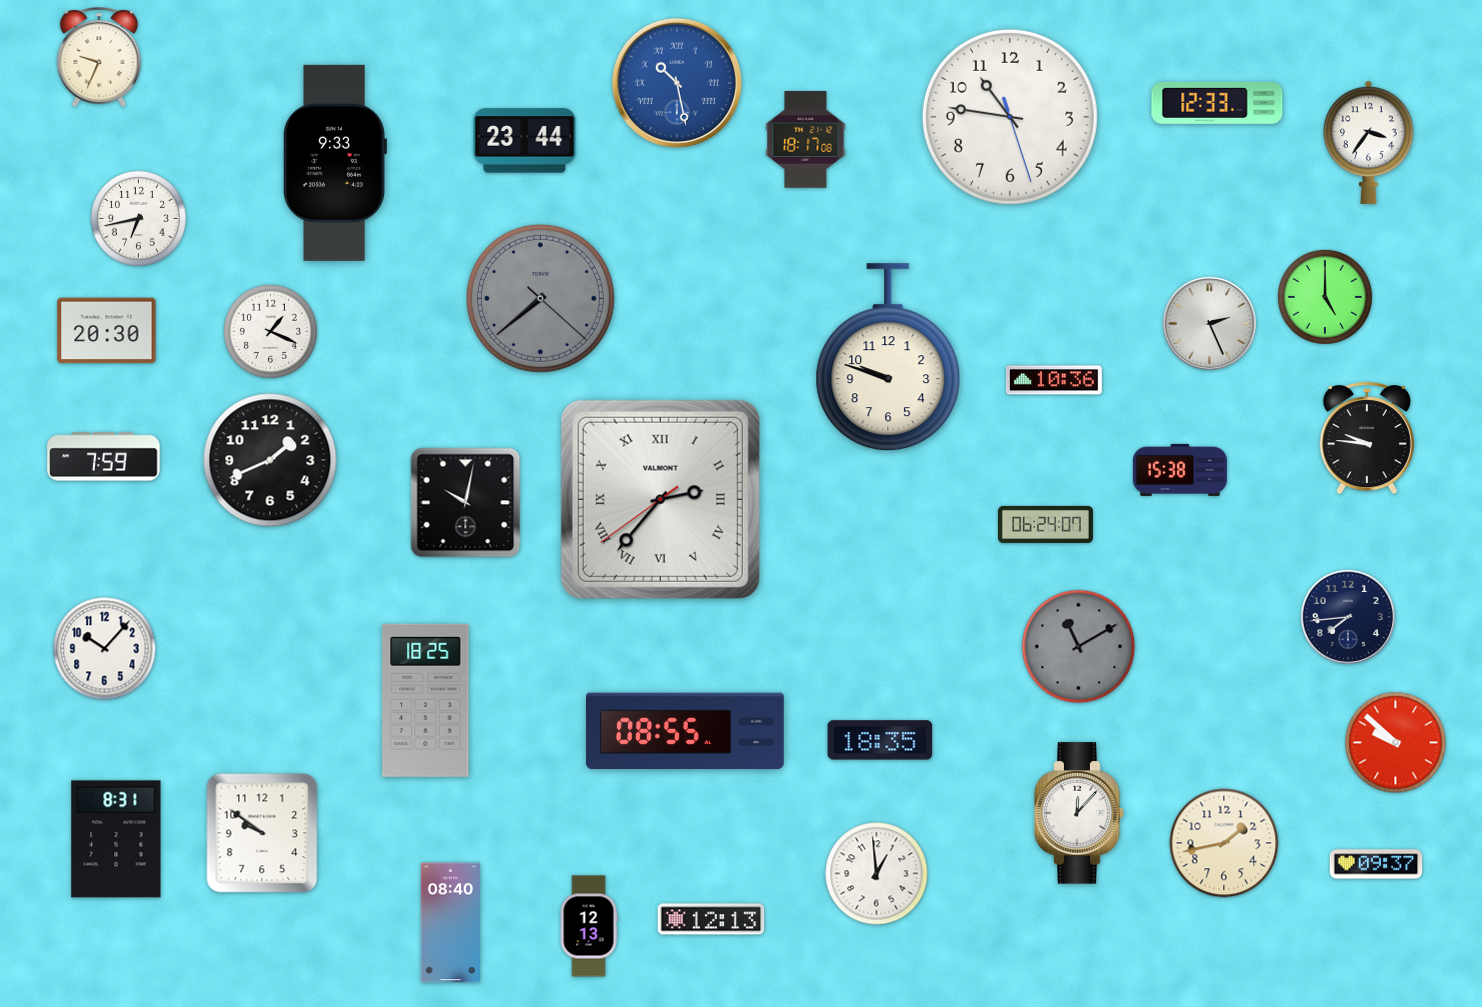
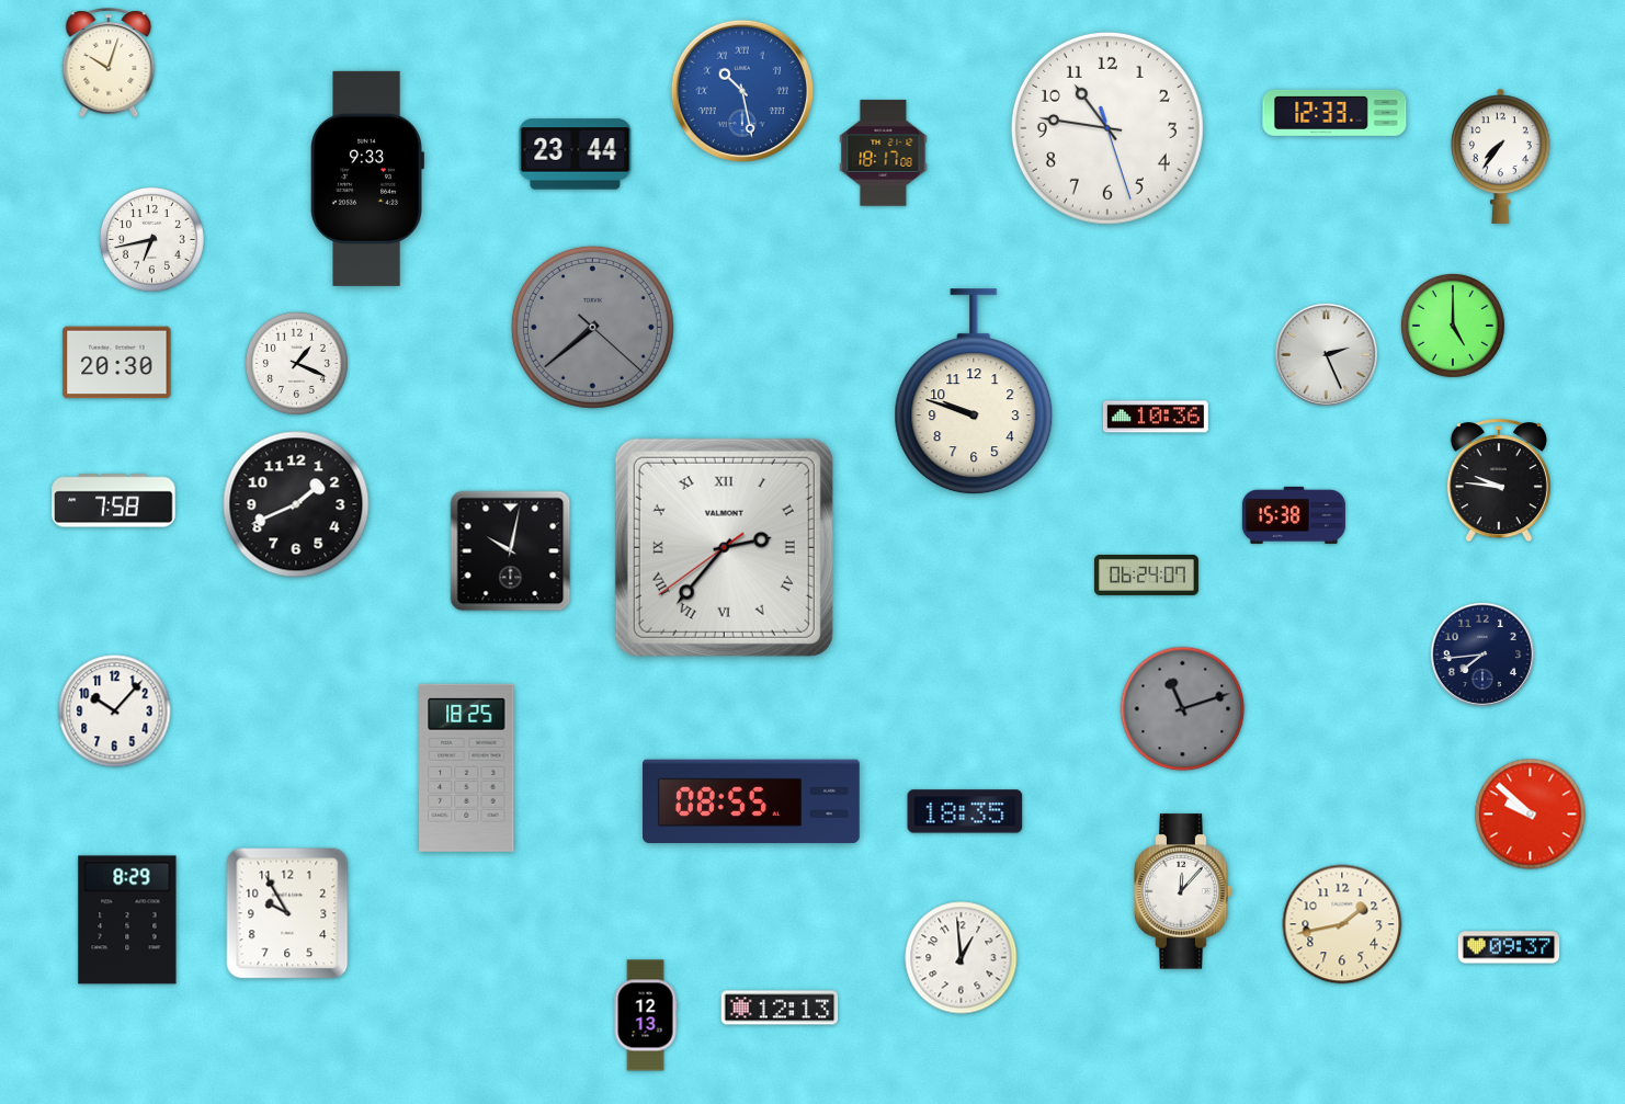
clock at (99, 57): 9:34 -> 10:03
clock at (1369, 142): 3:36 -> 7:36
clock at (104, 457): 7:59 -> 7:58
clock at (1348, 617) position: (1348, 617) -> (1482, 655)
clock at (1079, 647): 11:10 -> 11:12
clock at (262, 833): 9:51 -> 9:55
clock at (116, 839): 8:31 -> 8:29
clock at (450, 923): 08:40 -> none
